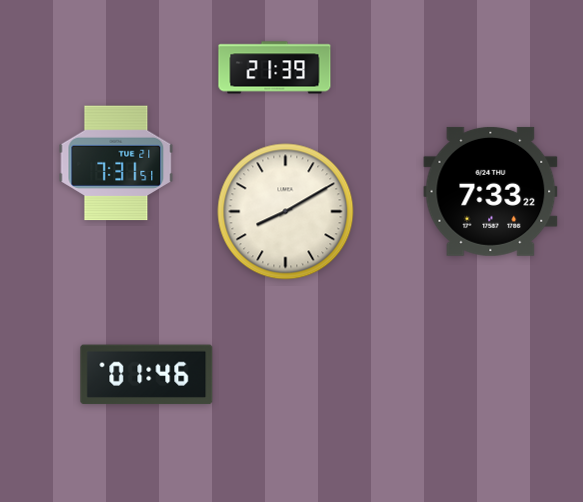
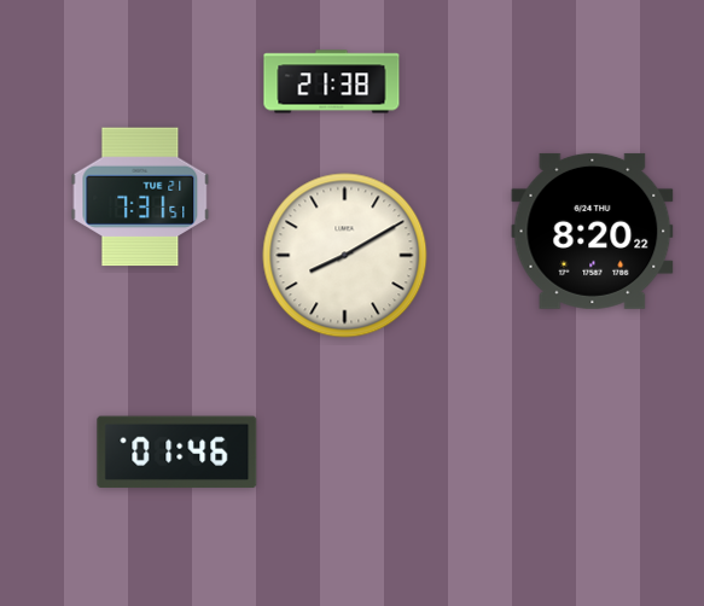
clock at (275, 68): 21:39 -> 21:38
clock at (491, 191): 7:33 -> 8:20
